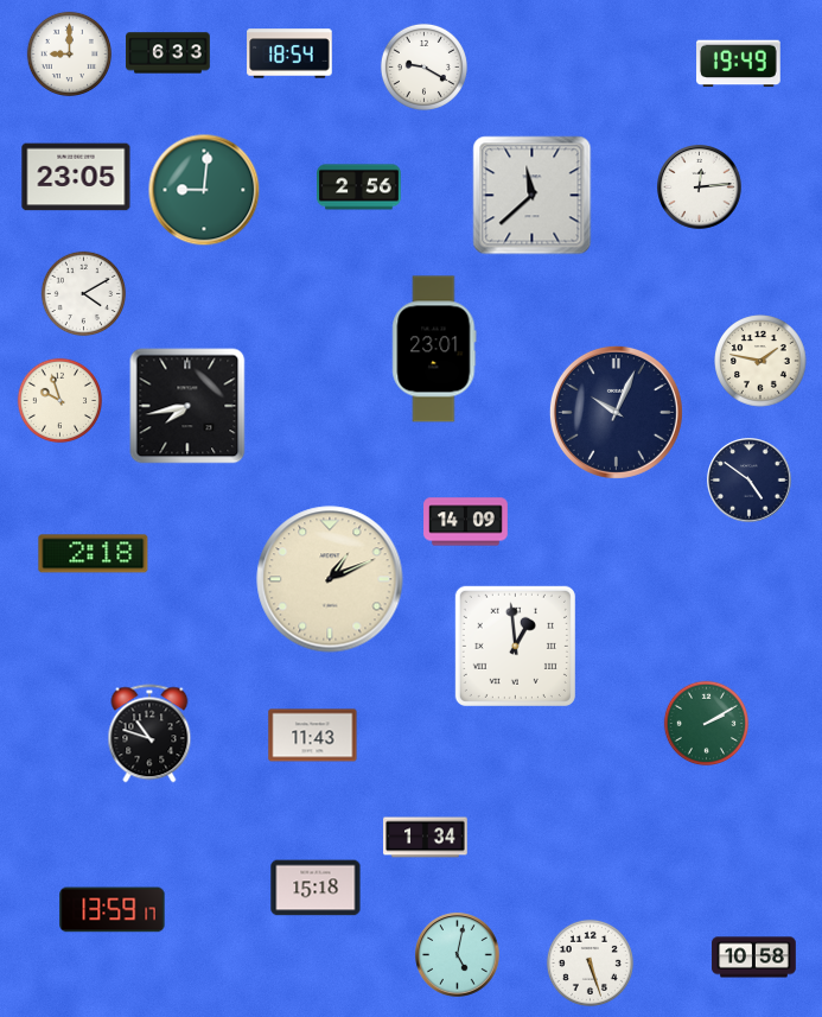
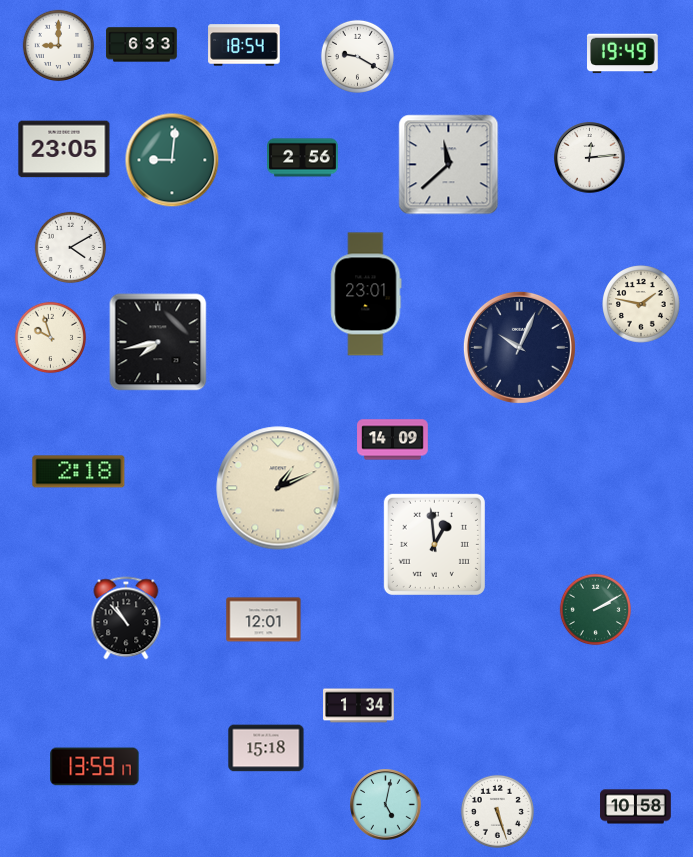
clock at (750, 481): 4:51 -> none
clock at (94, 554) position: (94, 554) -> (79, 472)
clock at (149, 733): 10:48 -> 10:53
clock at (313, 736): 11:43 -> 12:01
